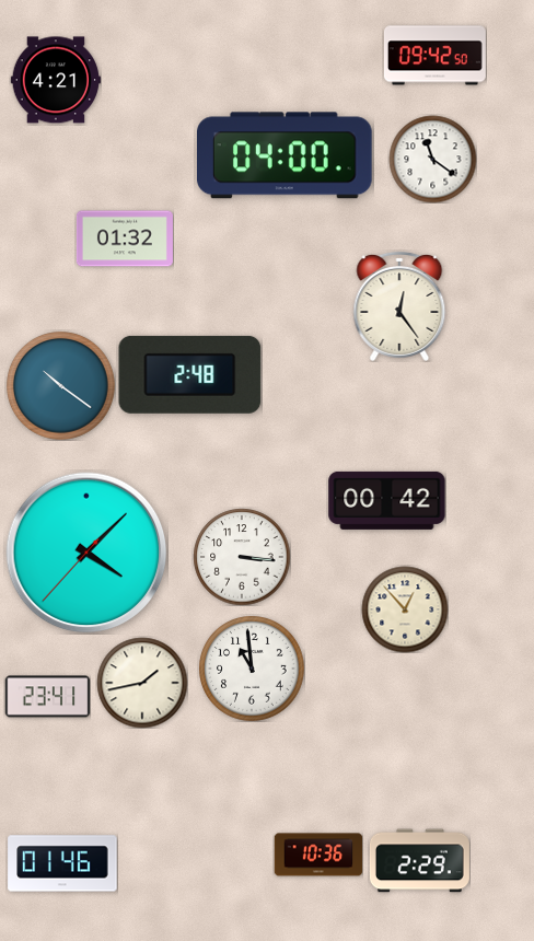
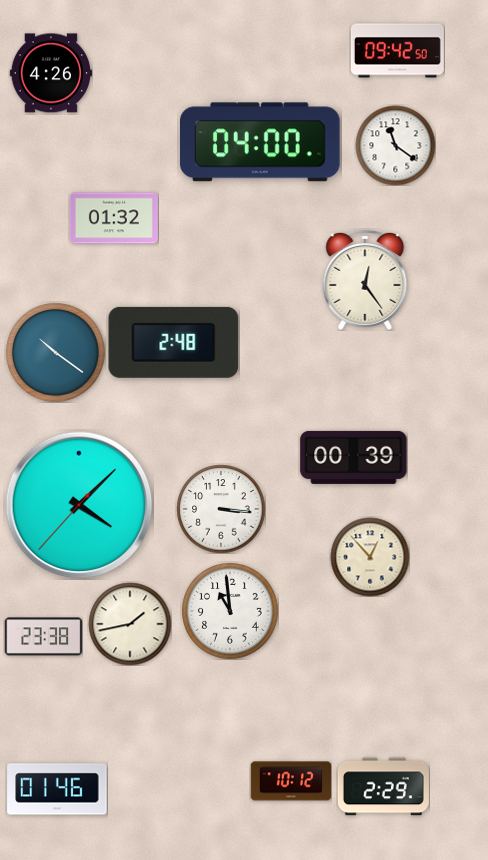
clock at (55, 80): 4:21 -> 4:26
clock at (387, 500): 00:42 -> 00:39
clock at (47, 697): 23:41 -> 23:38
clock at (318, 855): 10:36 -> 10:12
